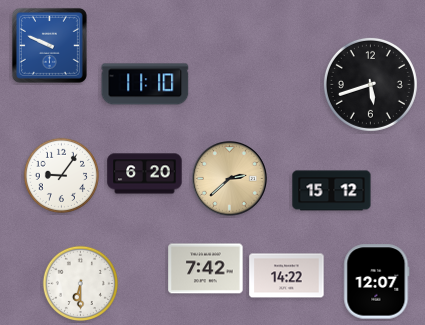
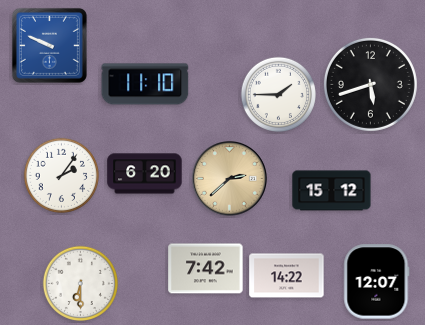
clock at (278, 94): none -> 1:45
clock at (61, 175): 9:06 -> 2:06
